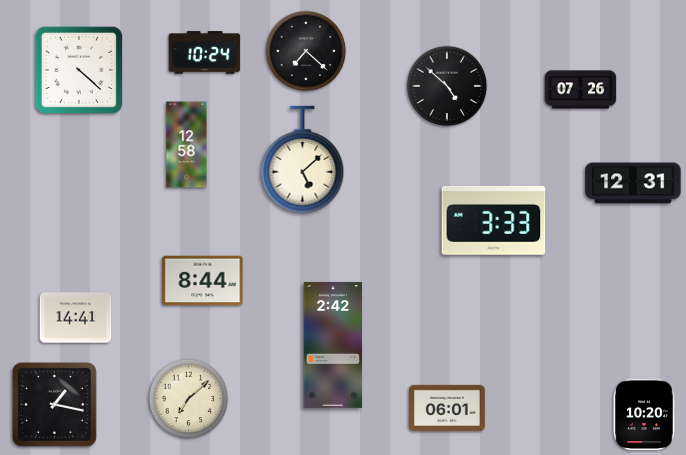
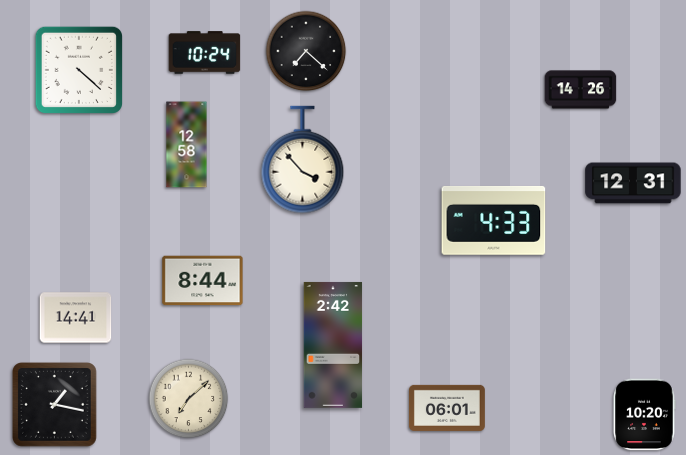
clock at (447, 86): 4:52 -> none
clock at (581, 90): 07:26 -> 14:26
clock at (303, 160): 5:08 -> 3:53
clock at (494, 220): 3:33 -> 4:33
